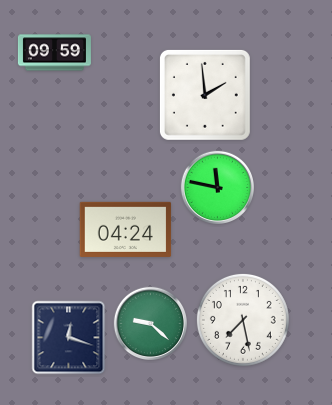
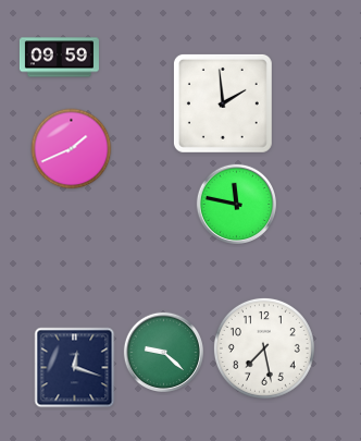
clock at (72, 149): none -> 1:41
clock at (126, 229): 04:24 -> none
